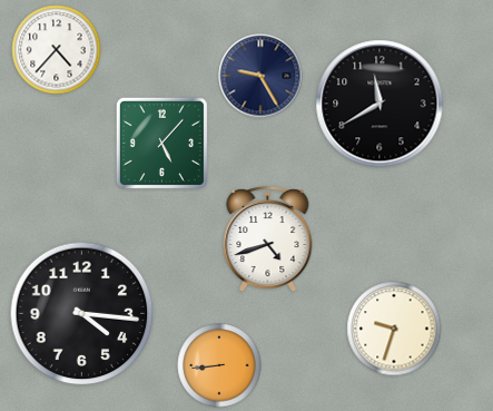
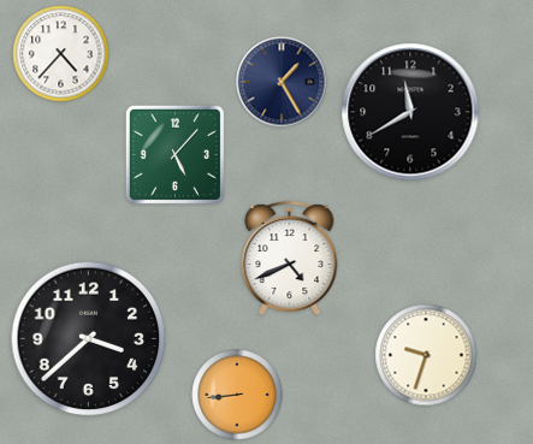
clock at (260, 76): 9:25 -> 1:25
clock at (268, 241): 4:42 -> 4:41
clock at (82, 314): 4:16 -> 3:38
